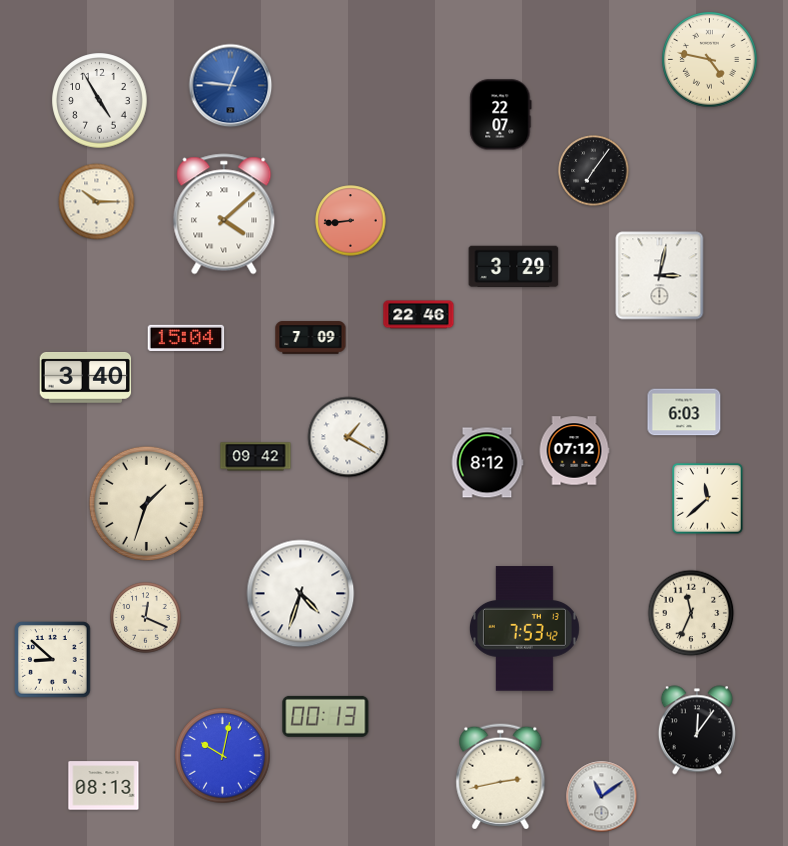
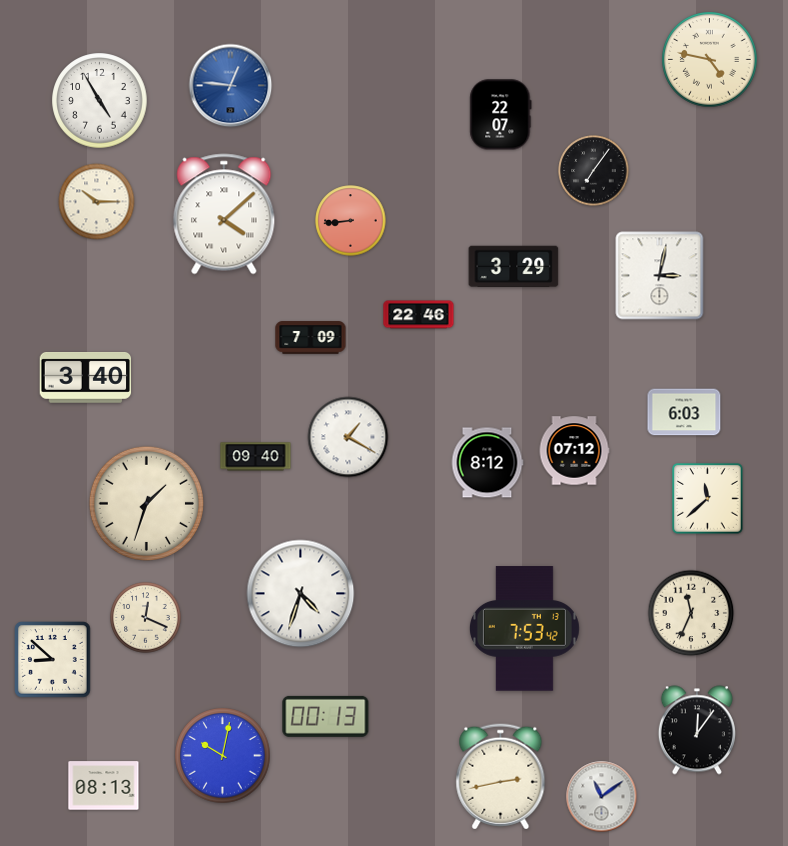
clock at (186, 337): 15:04 -> none
clock at (256, 457): 09:42 -> 09:40
